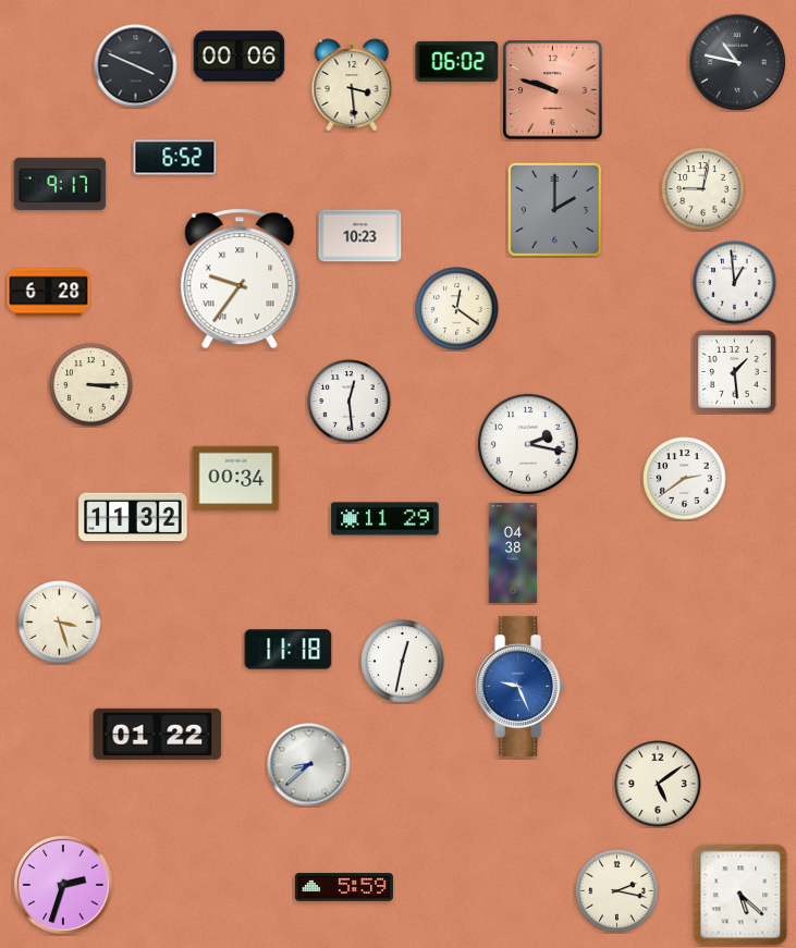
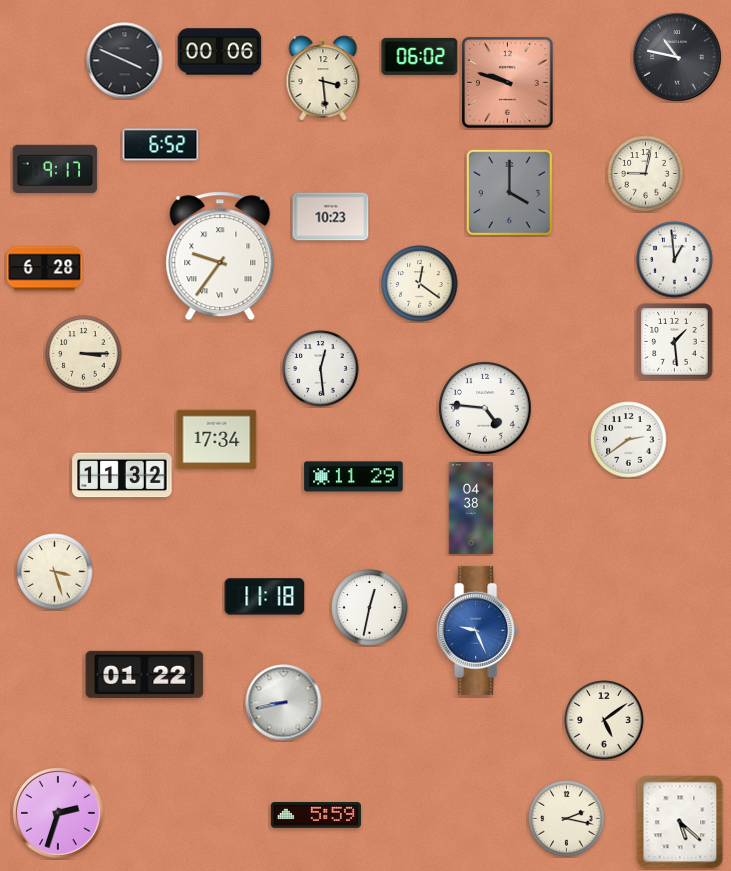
clock at (554, 209): 2:00 -> 4:00
clock at (528, 444): 2:17 -> 4:46
clock at (236, 479): 00:34 -> 17:34
clock at (309, 765): 8:38 -> 8:43
